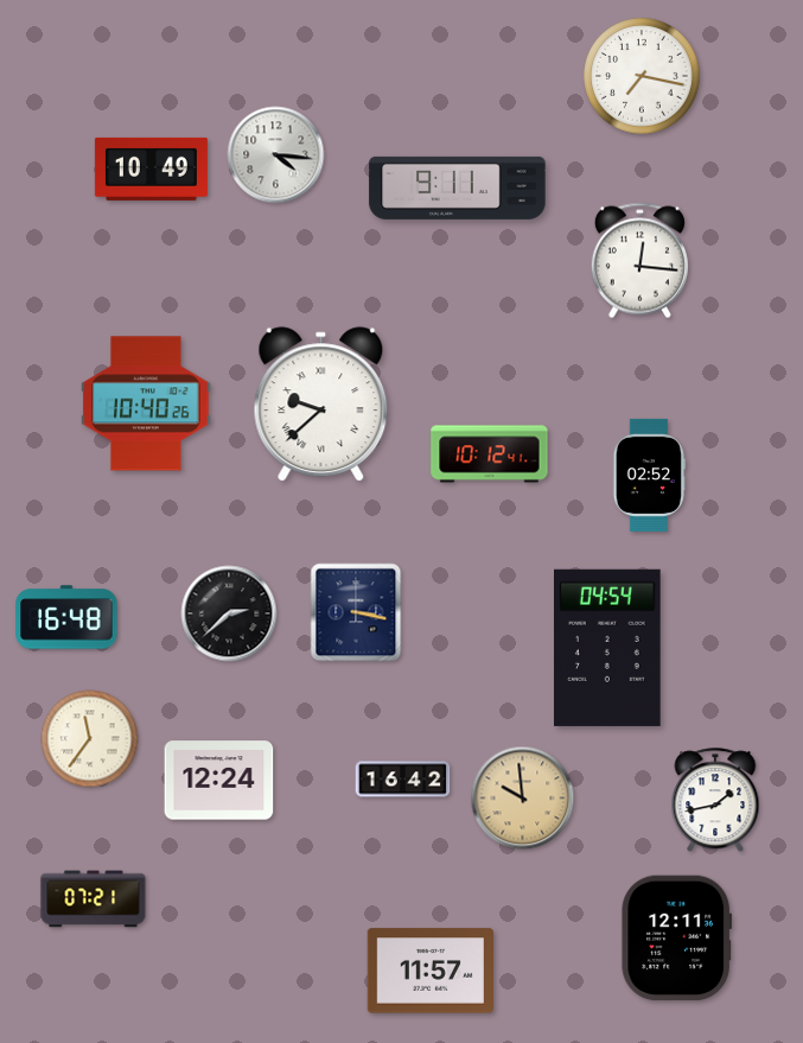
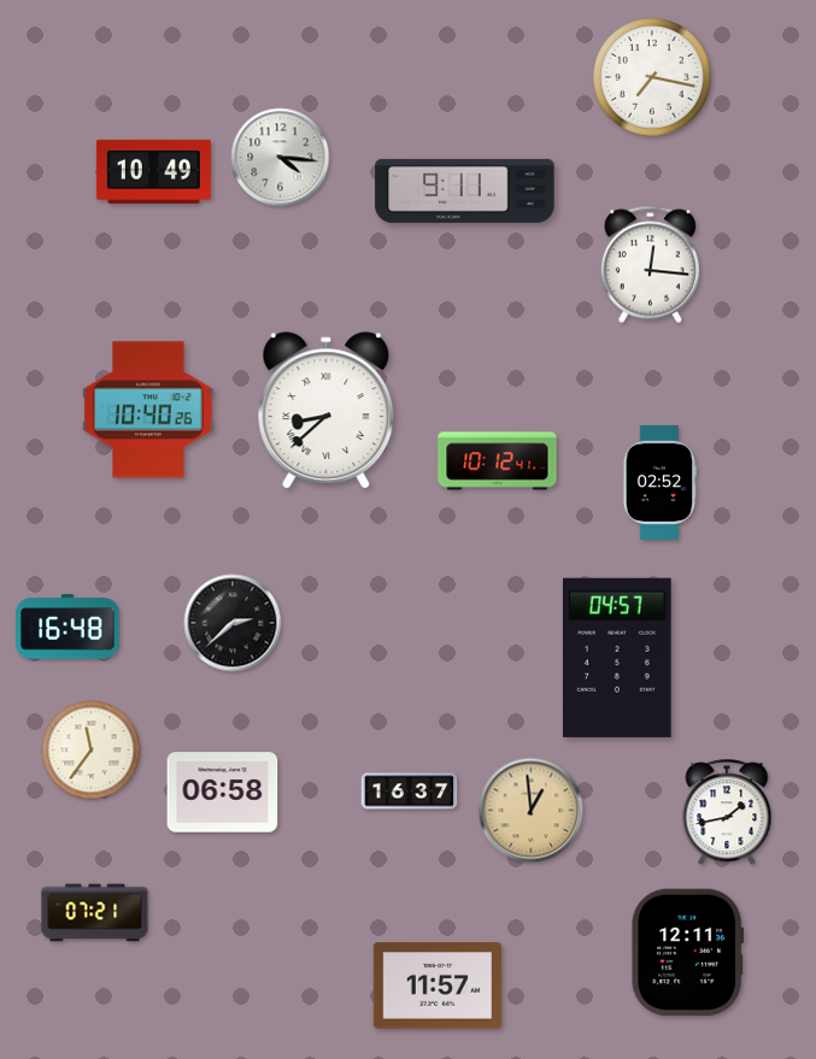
clock at (321, 405): 9:38 -> 8:38
clock at (356, 612): 3:17 -> none
clock at (608, 648): 04:54 -> 04:57
clock at (403, 780): 16:42 -> 16:37
clock at (219, 781): 12:24 -> 06:58
clock at (523, 799): 9:59 -> 12:59
